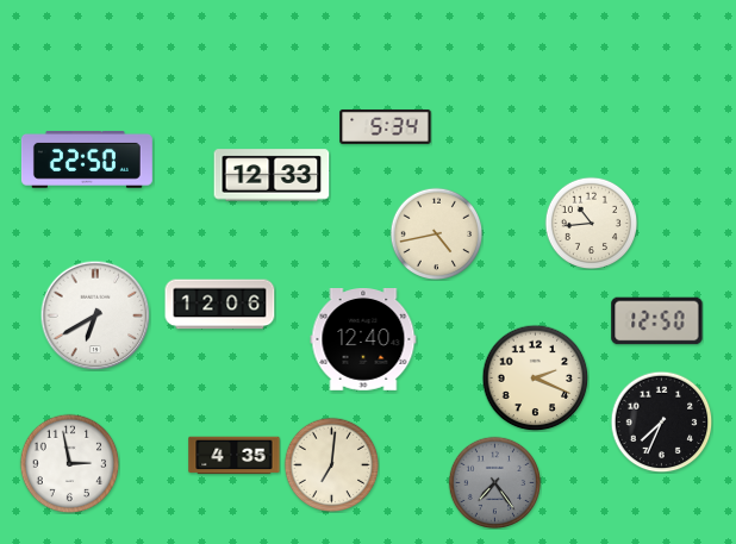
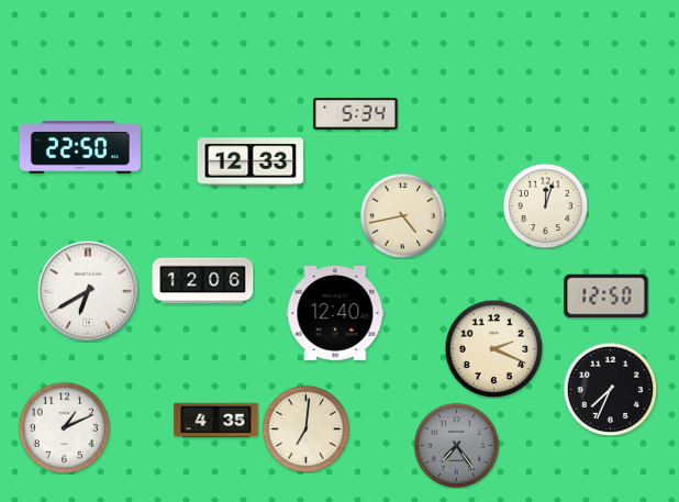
clock at (386, 126) position: (386, 126) -> (356, 113)
clock at (591, 223): 10:44 -> 12:03
clock at (69, 463): 2:58 -> 1:11
